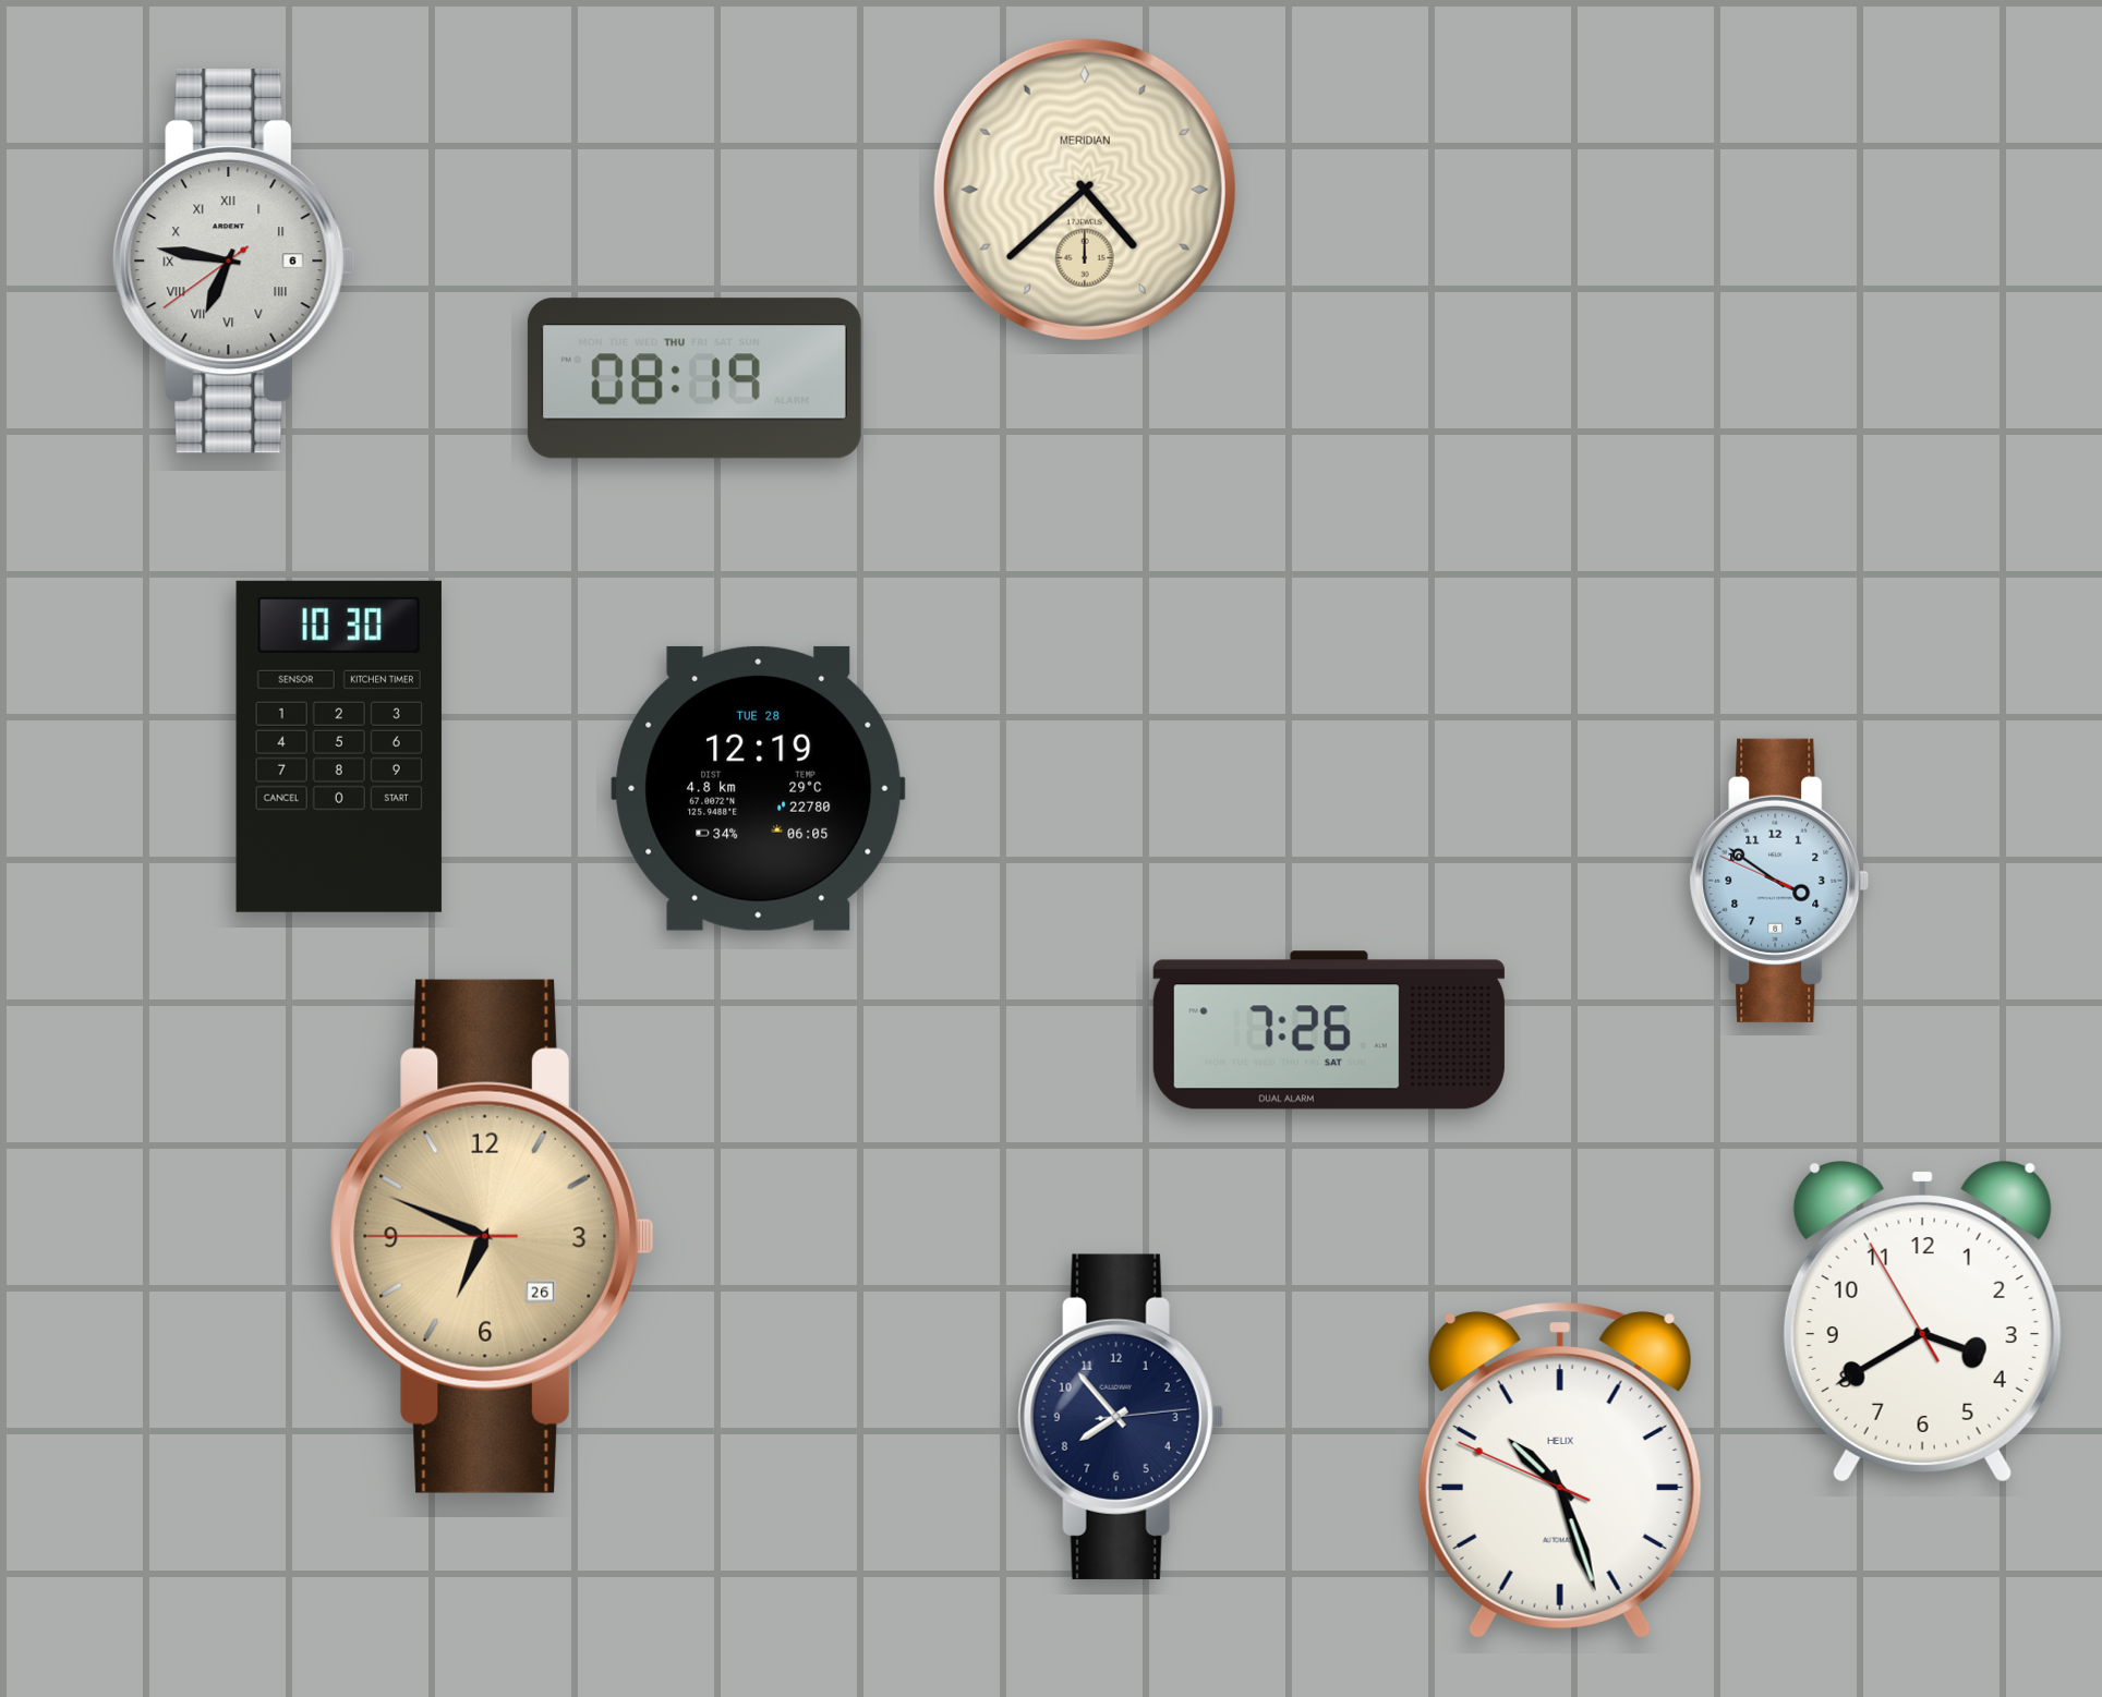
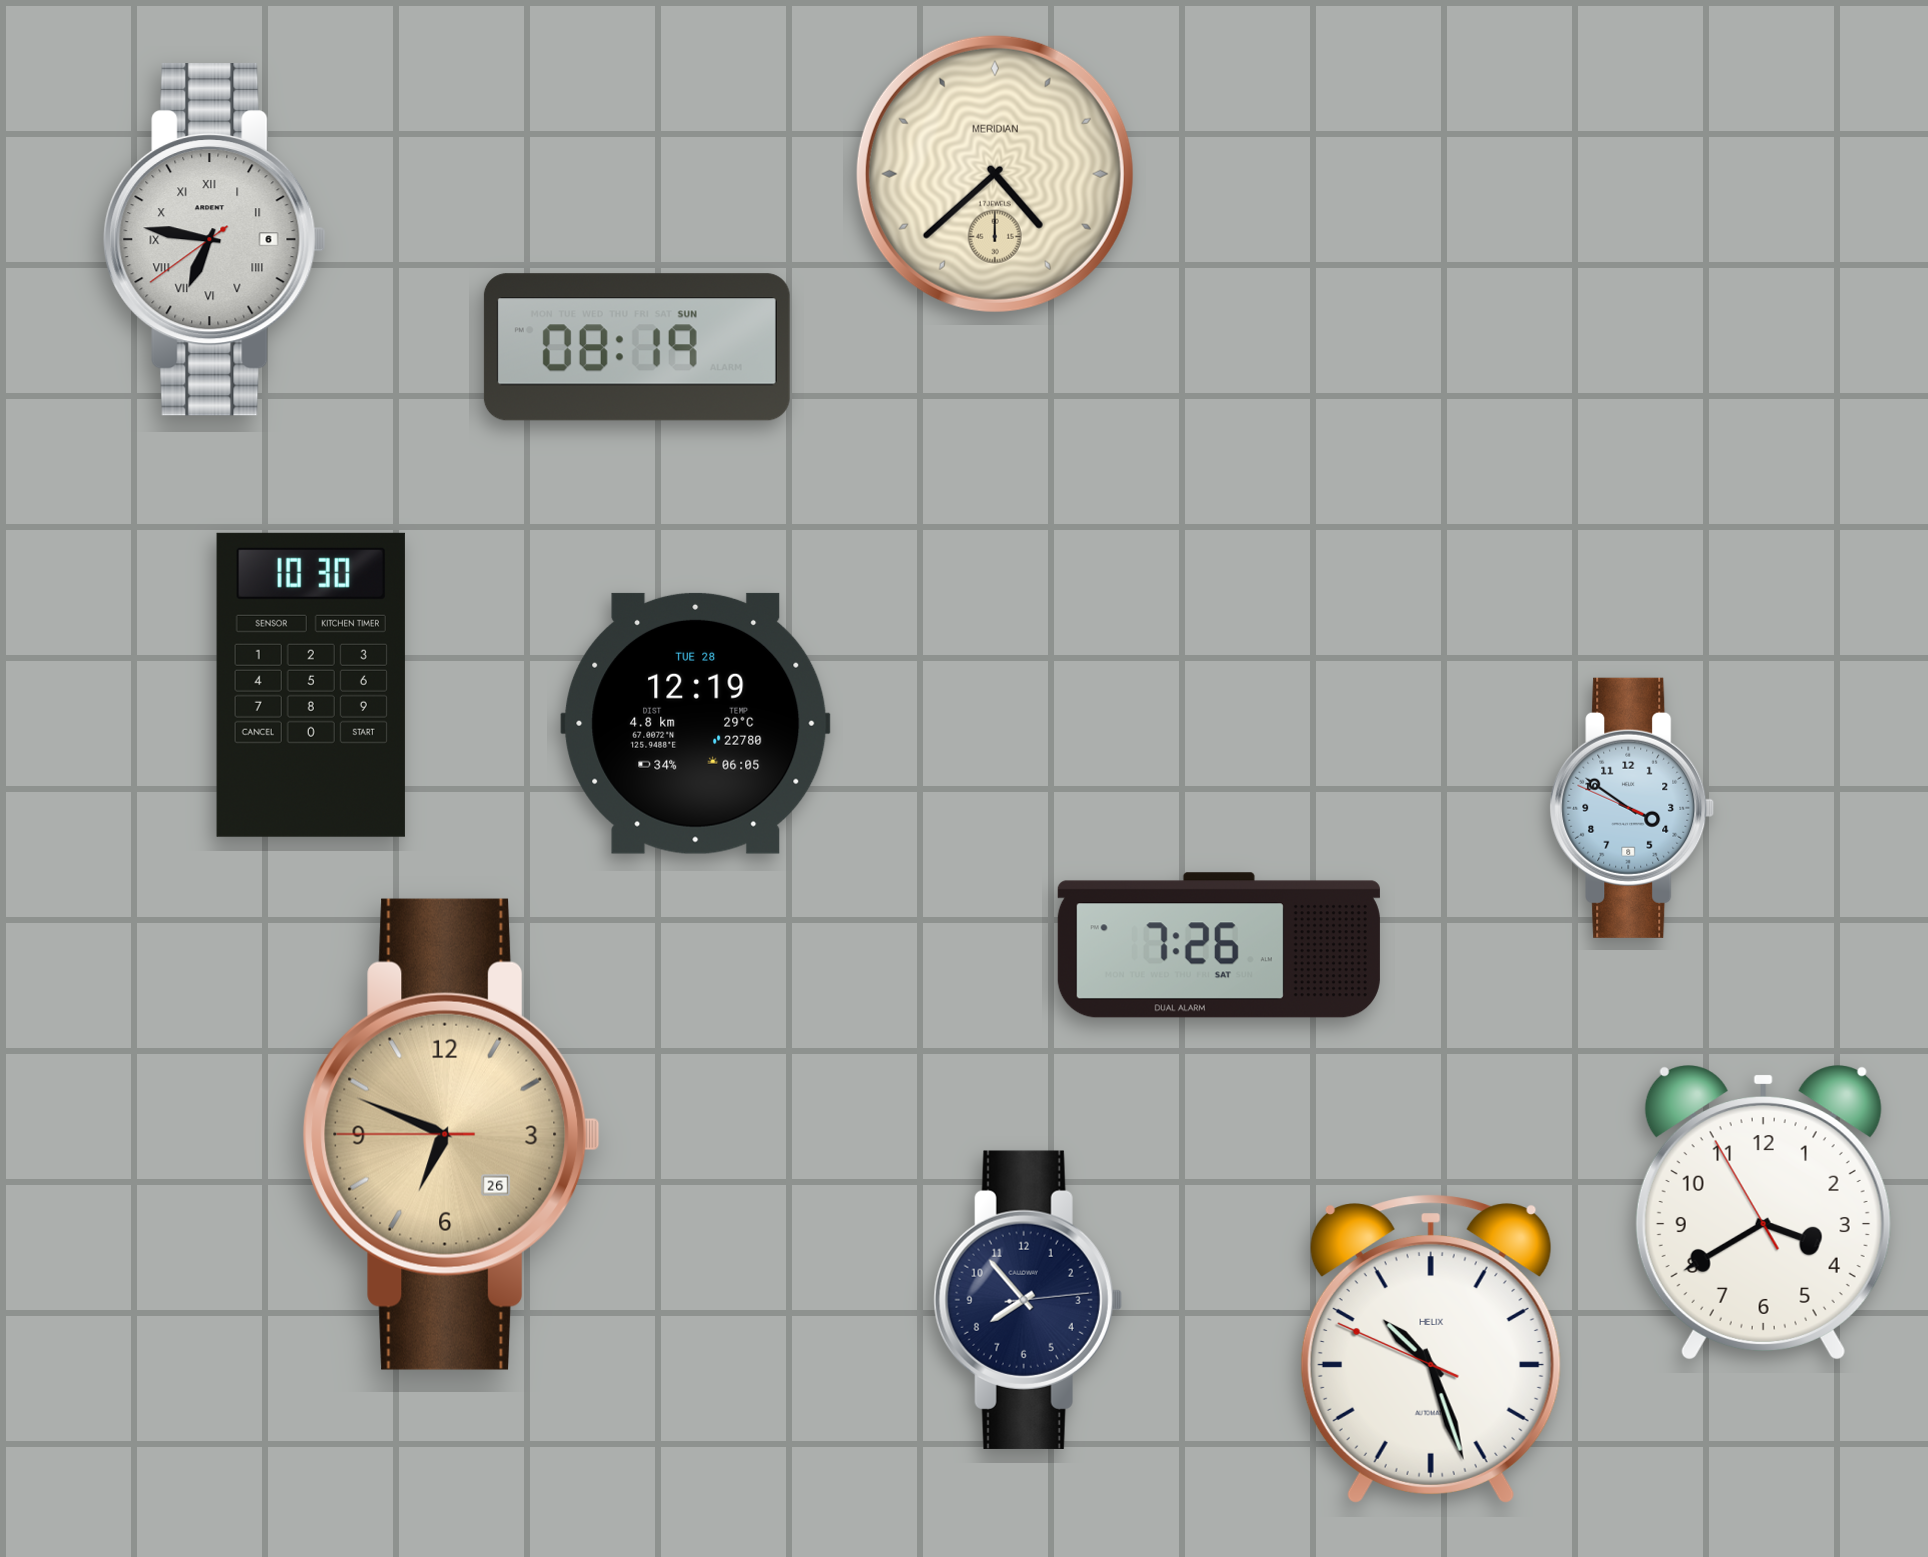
clock at (694, 378) date: THU -> SUN
